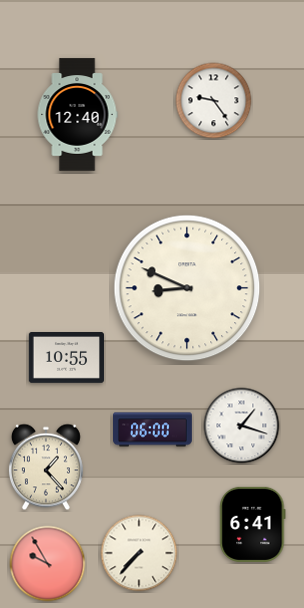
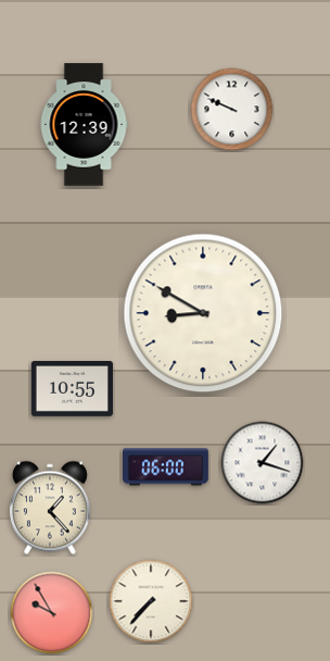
clock at (214, 101): 9:24 -> 9:49
clock at (77, 115): 12:40 -> 12:39
clock at (187, 288): 8:49 -> 8:50
clock at (253, 524): 6:41 -> none
